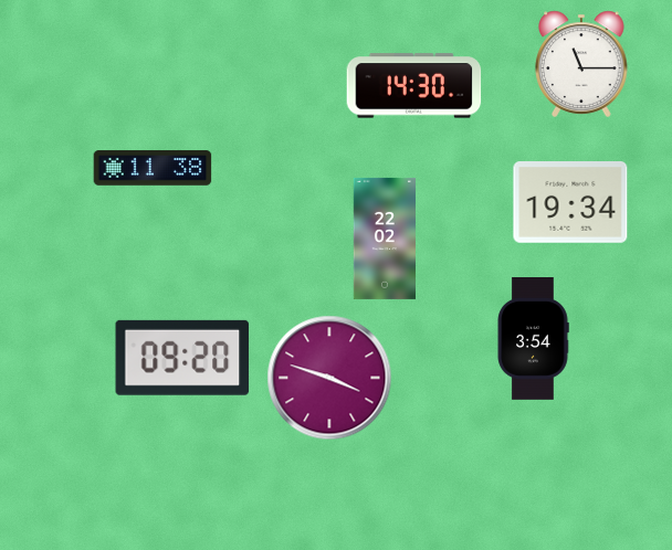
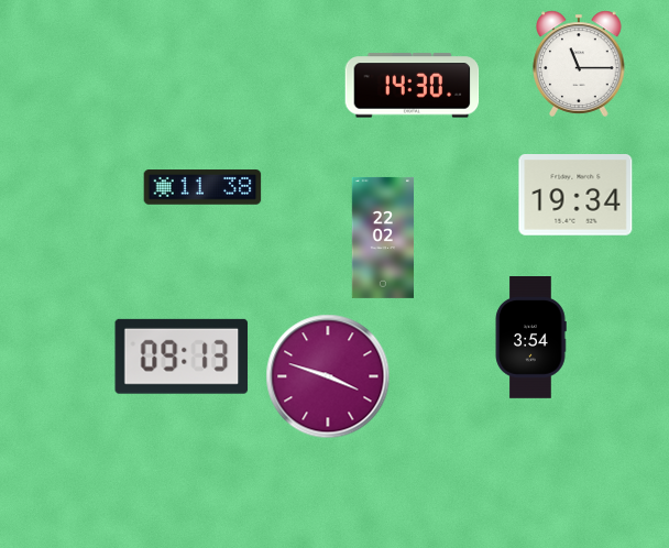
clock at (153, 168) position: (153, 168) -> (202, 187)
clock at (570, 203) position: (570, 203) -> (575, 196)
clock at (182, 358): 09:20 -> 09:13
